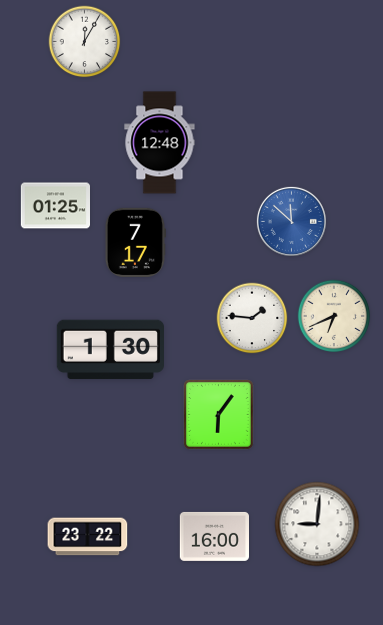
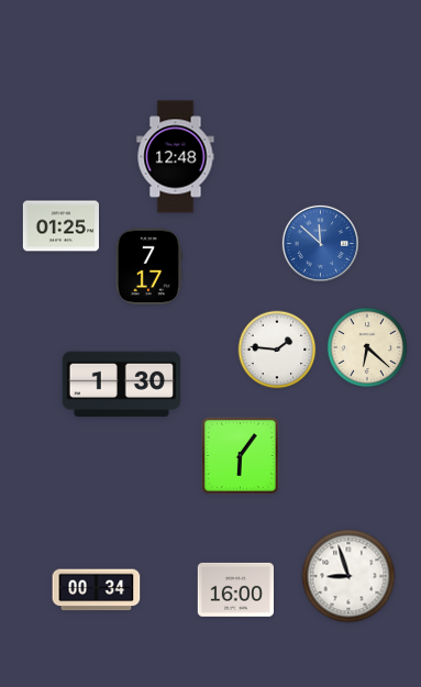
clock at (85, 42): 12:05 -> none
clock at (334, 316): 6:41 -> 6:22
clock at (317, 524): 9:01 -> 8:57
clock at (88, 537): 23:22 -> 00:34
